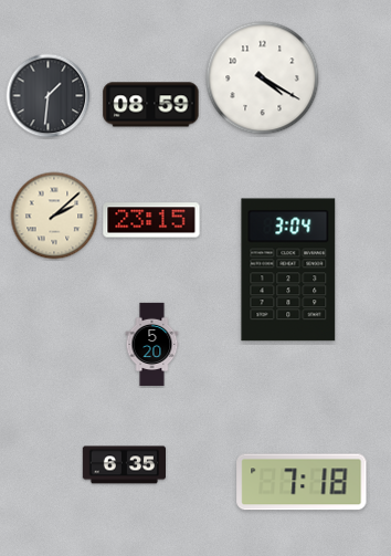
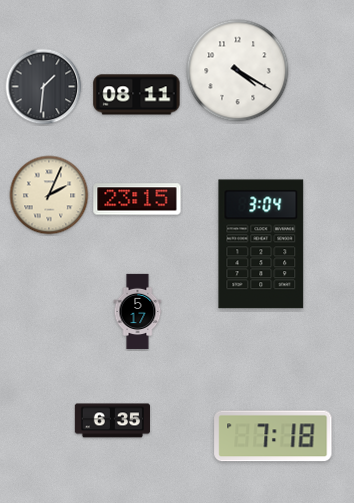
clock at (151, 105): 08:59 -> 08:11
clock at (54, 216): 2:08 -> 2:04
clock at (152, 345): 5:20 -> 5:17
